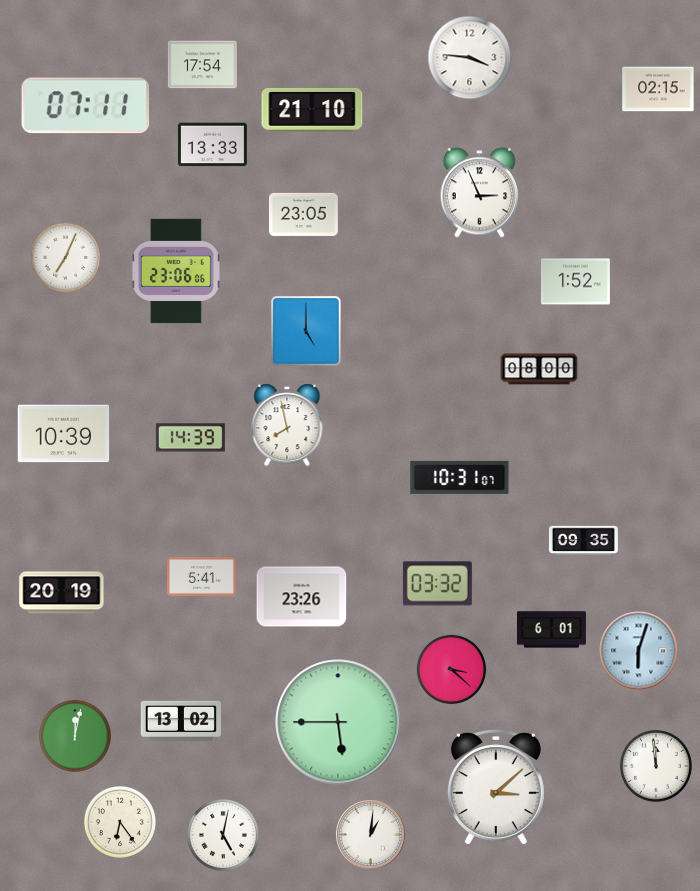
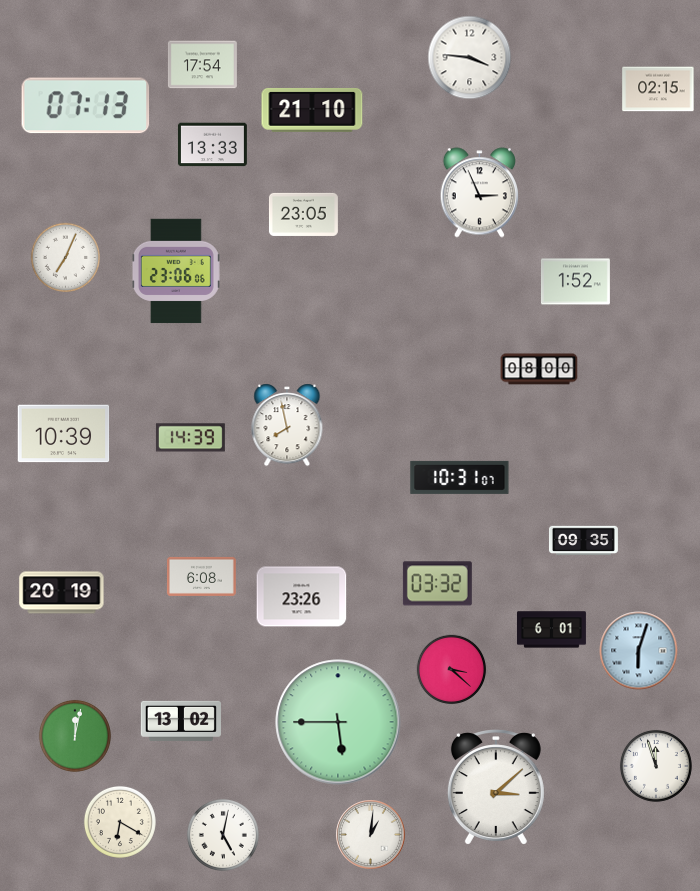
clock at (86, 106): 07:11 -> 07:13
clock at (306, 331): 5:00 -> none
clock at (201, 576): 5:41 -> 6:08
clock at (656, 766): 11:59 -> 11:57
clock at (120, 822): 6:24 -> 6:20
